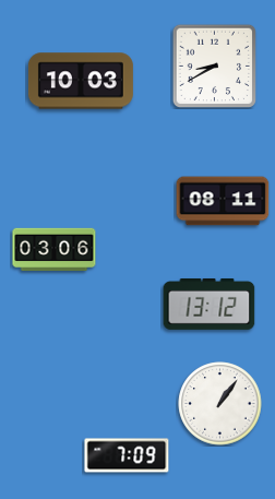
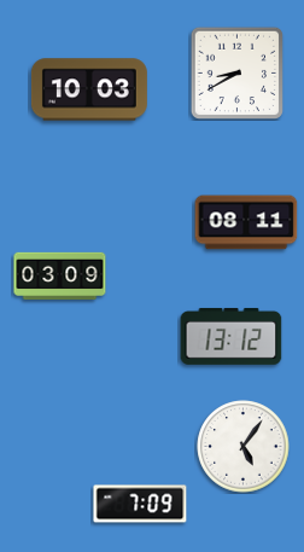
clock at (55, 249): 03:06 -> 03:09
clock at (220, 404): 1:06 -> 5:06
